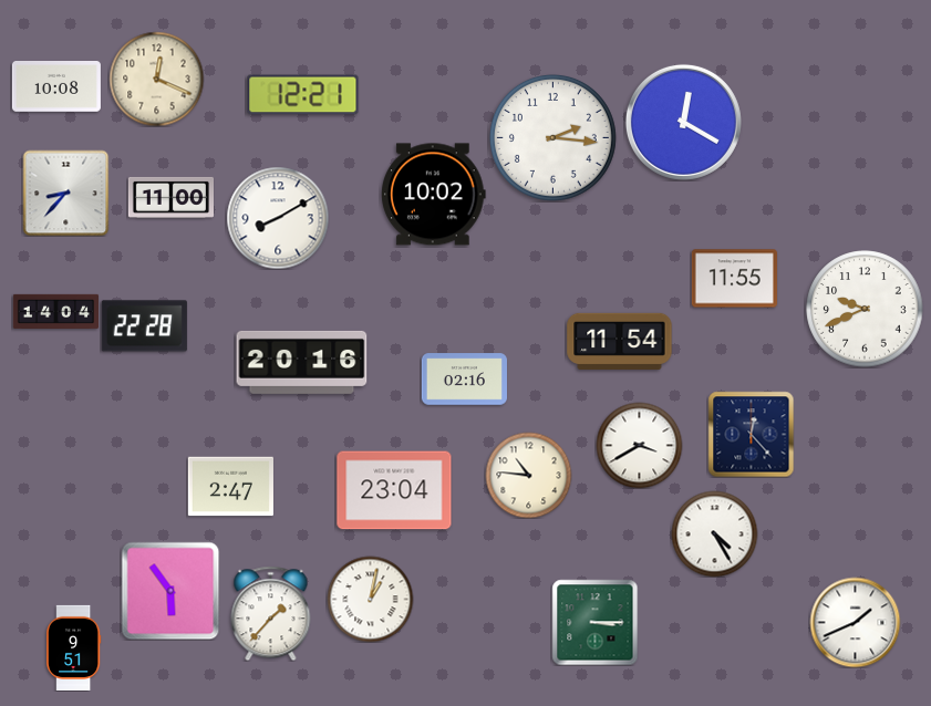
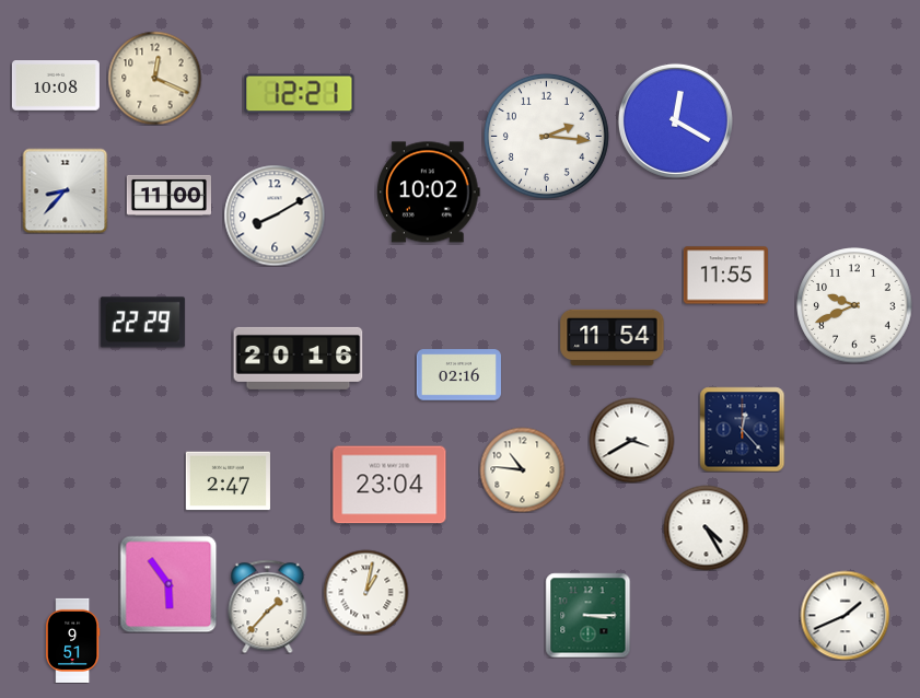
clock at (55, 311): 14:04 -> none
clock at (144, 326): 22:28 -> 22:29
